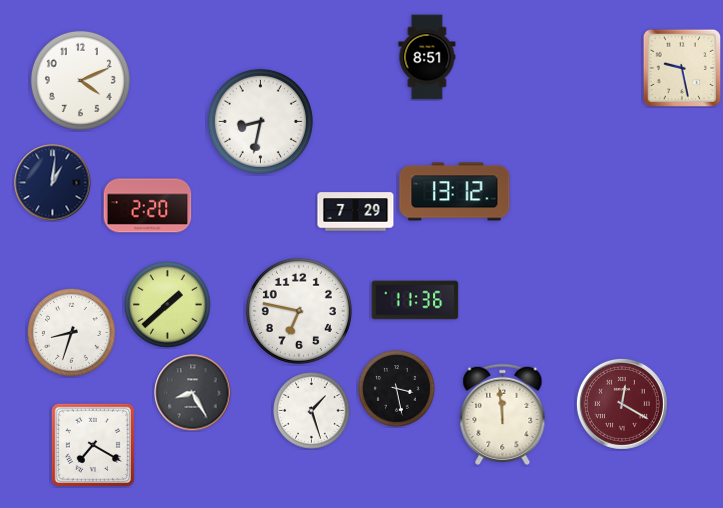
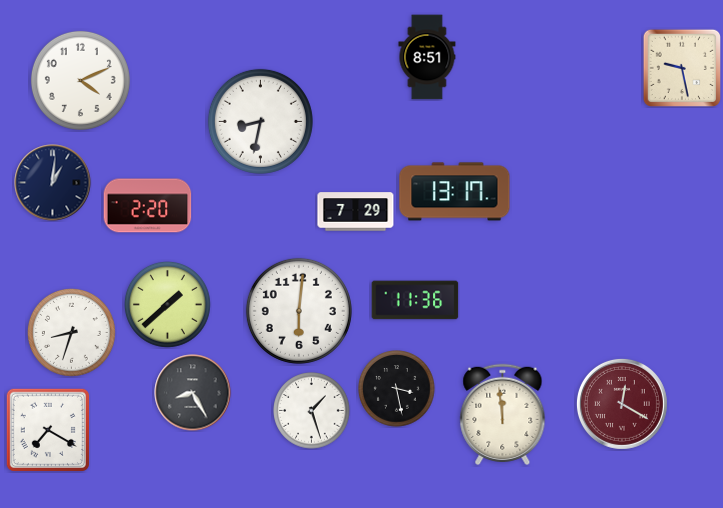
clock at (455, 192): 13:12 -> 13:17
clock at (299, 311): 6:47 -> 6:01
clock at (93, 445) position: (93, 445) -> (48, 430)
